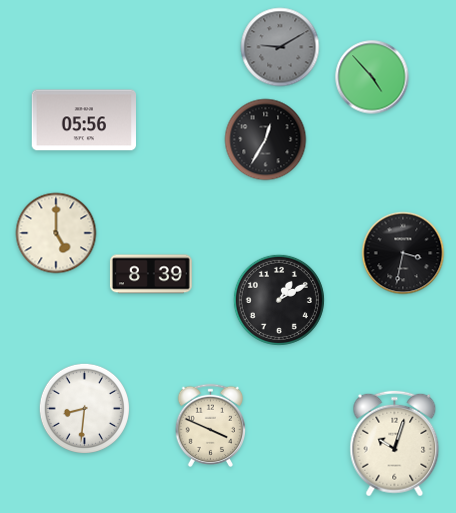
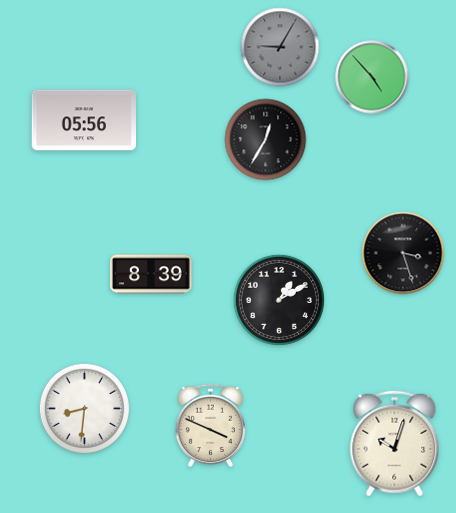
clock at (280, 47): 9:10 -> 9:05
clock at (56, 233): 5:00 -> none
clock at (403, 253): 3:32 -> 3:27
